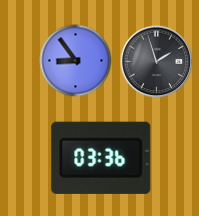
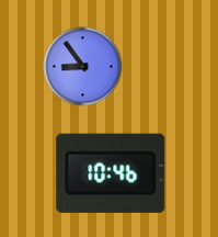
clock at (157, 62): 1:57 -> none
clock at (101, 158): 03:36 -> 10:46
